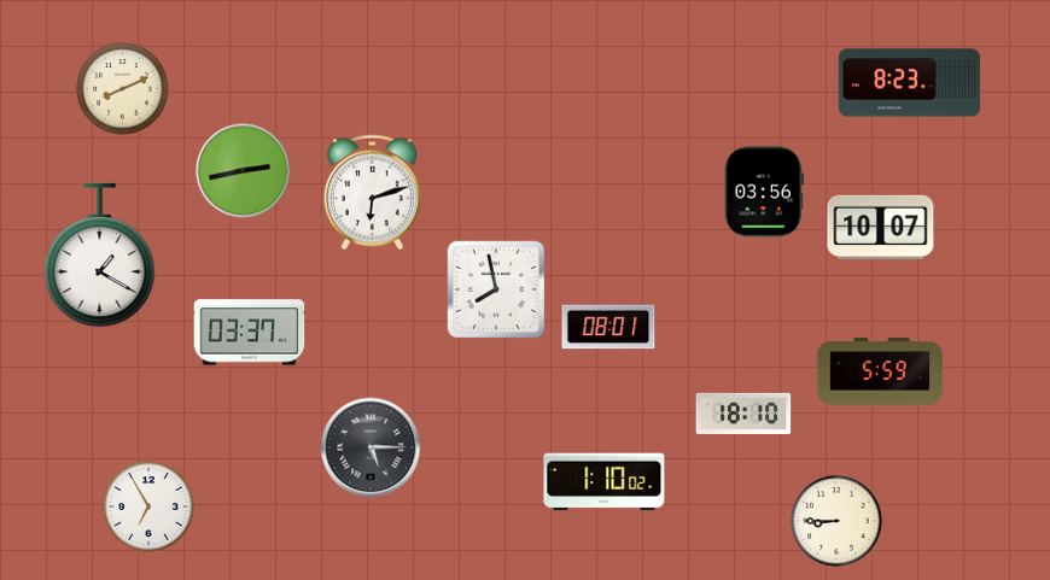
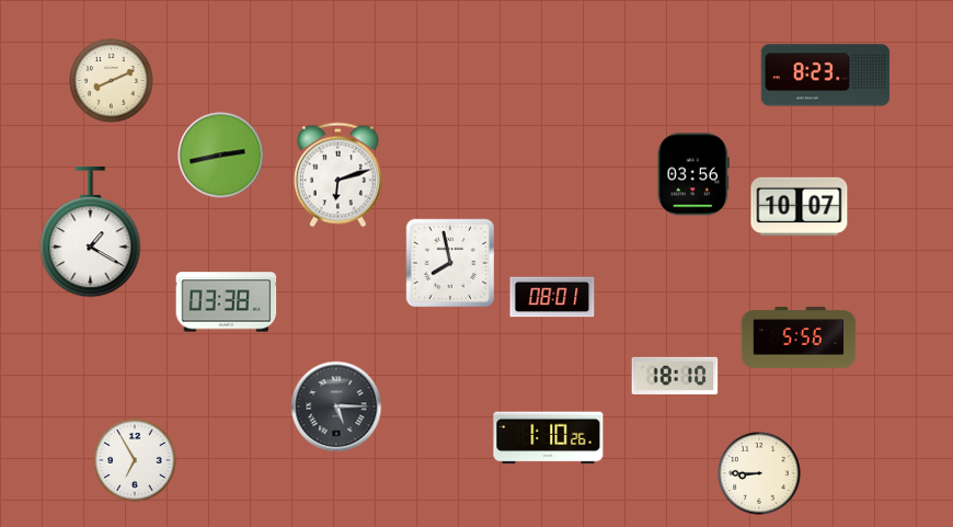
clock at (250, 333): 03:37 -> 03:38
clock at (880, 371): 5:59 -> 5:56
clock at (605, 482): 1:10:02 -> 1:10:26
